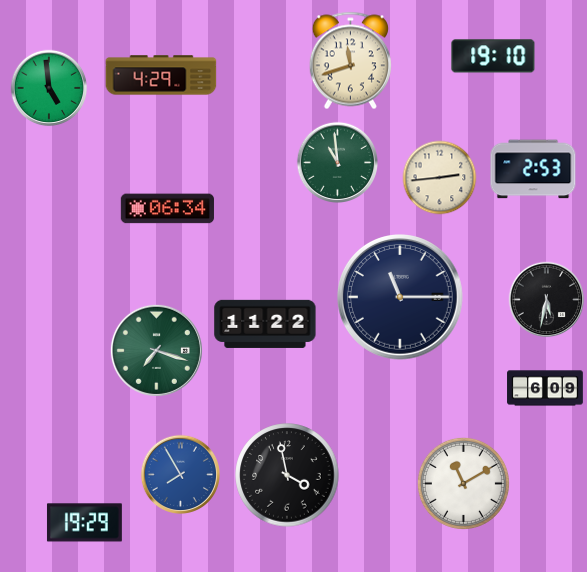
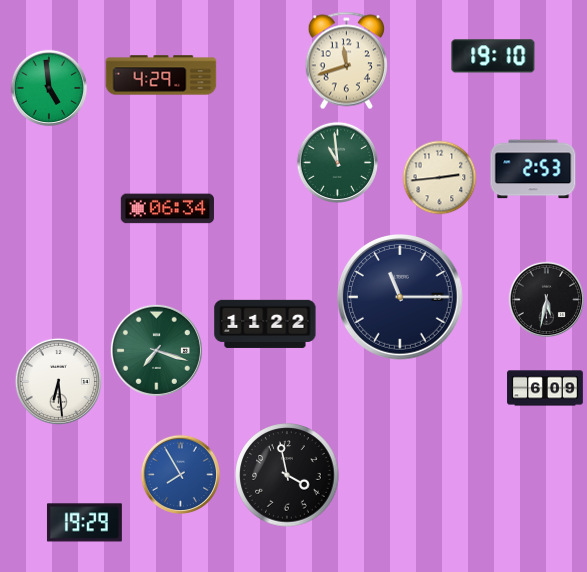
clock at (350, 61) position: (350, 61) -> (346, 61)
clock at (58, 381): none -> 6:29
clock at (463, 483): 11:10 -> none
